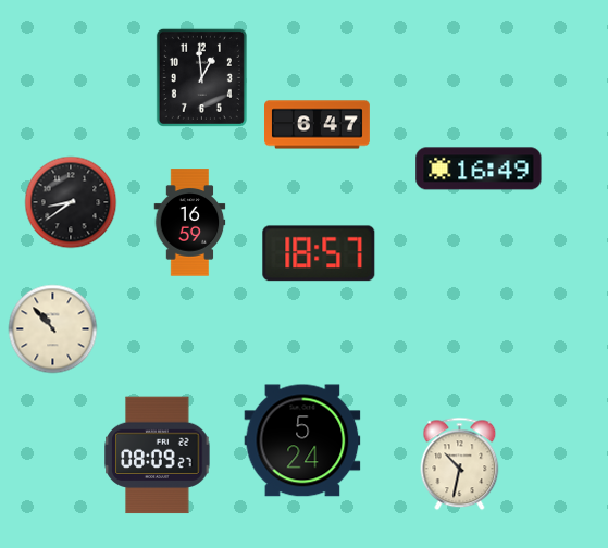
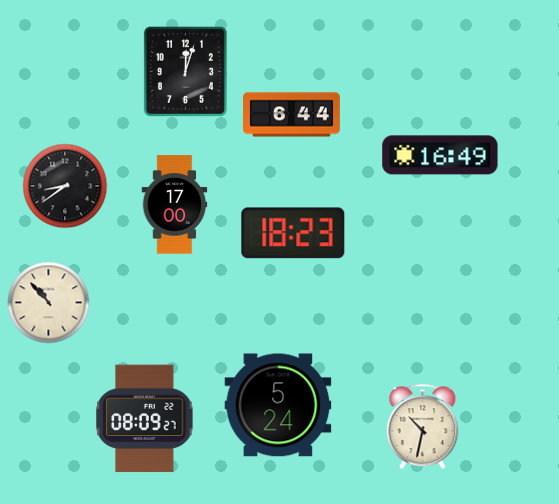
clock at (201, 77): 12:59 -> 12:03
clock at (318, 125): 6:47 -> 6:44
clock at (190, 223): 16:59 -> 17:00
clock at (319, 253): 18:57 -> 18:23
